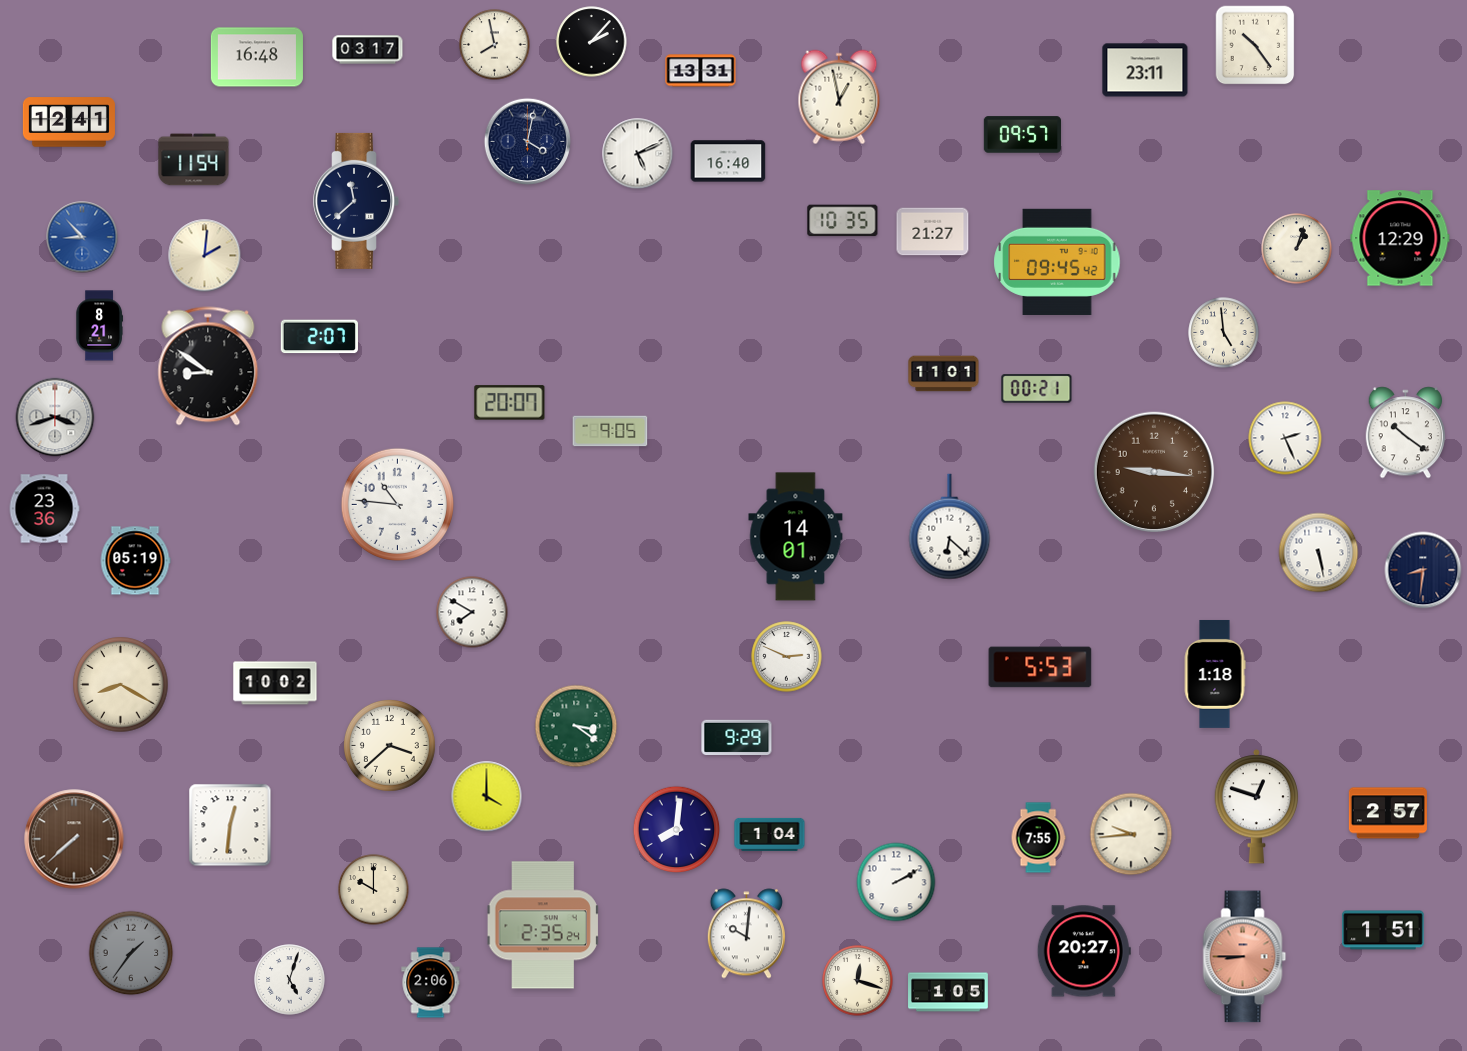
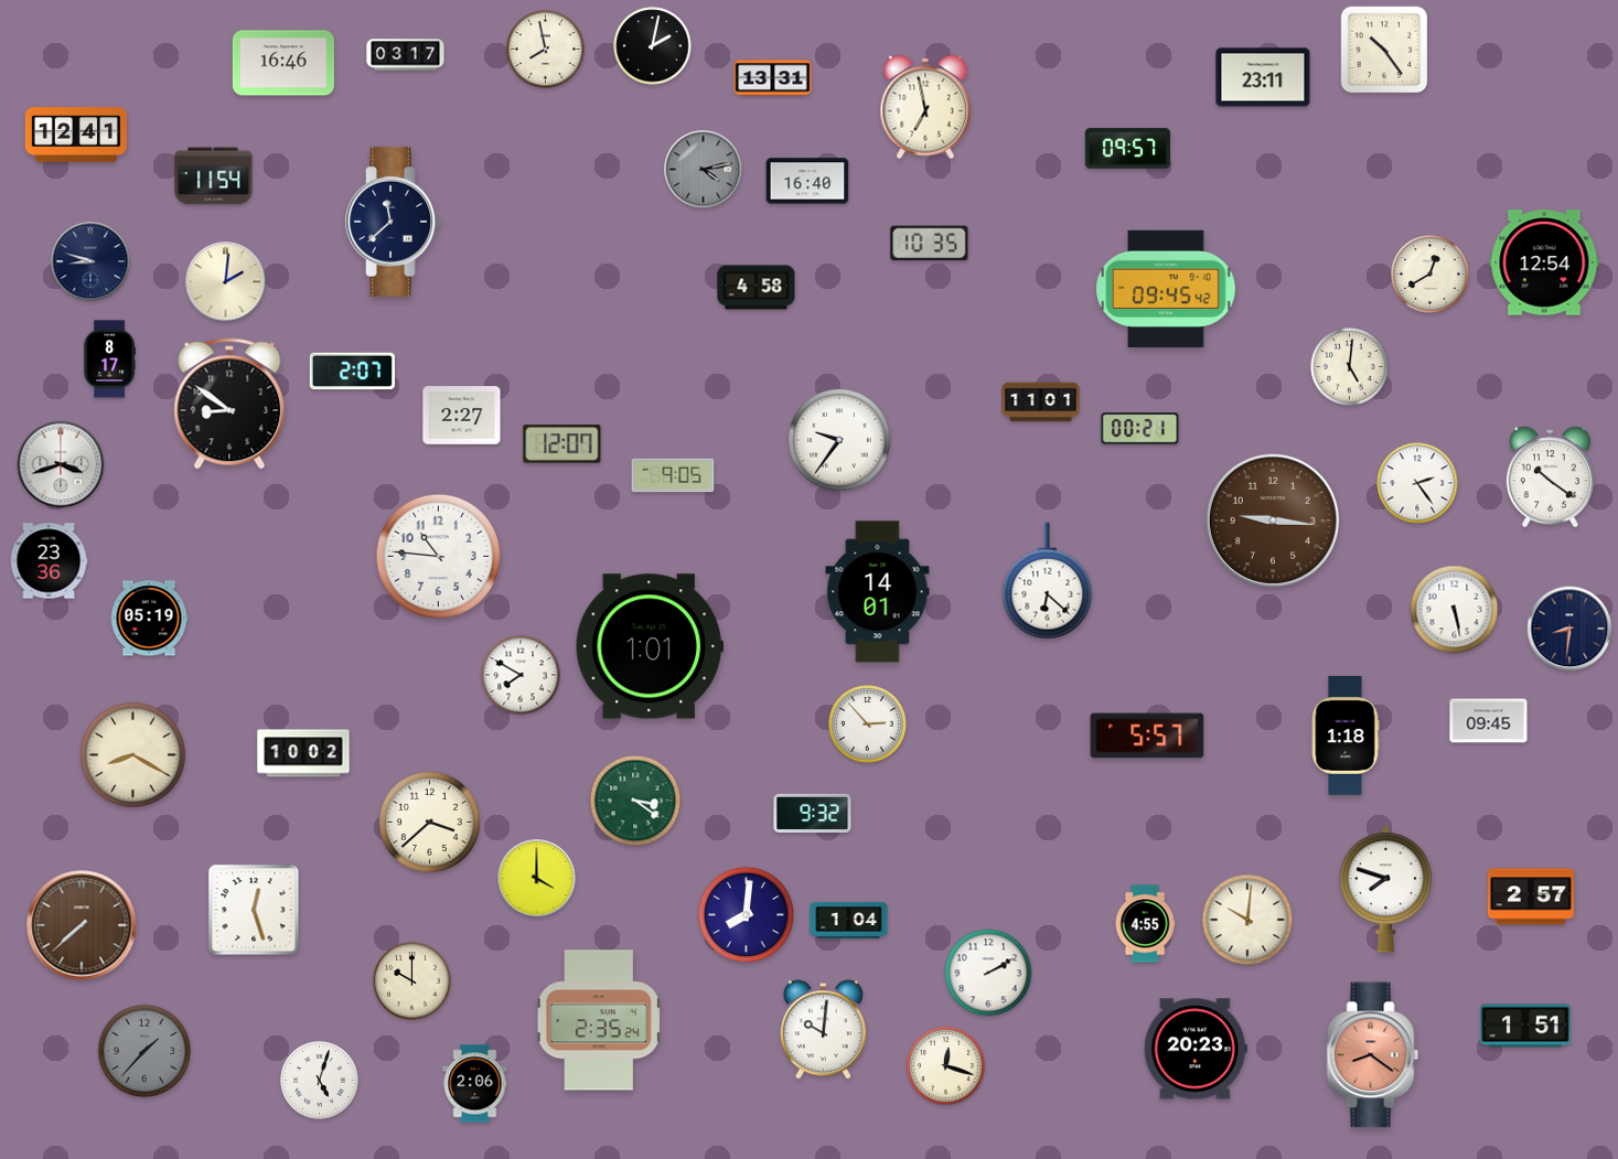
clock at (592, 42): 2:07 -> 2:02
clock at (257, 57): 16:48 -> 16:46
clock at (839, 97): 12:58 -> 6:58
clock at (528, 142): 4:02 -> none
clock at (638, 154): 5:11 -> 4:13
clock at (638, 154) dial: white -> grey
clock at (728, 161) position: (728, 161) -> (807, 181)
clock at (933, 232): 21:27 -> none
clock at (82, 237): 8:53 -> 8:48
clock at (82, 237) dial: blue -> navy
clock at (1400, 238): 12:29 -> 12:54
clock at (1297, 249): 1:03 -> 12:40
clock at (757, 288): none -> 4:58
clock at (99, 326): 8:21 -> 8:17
clock at (1224, 333): 4:59 -> 5:01
clock at (944, 374) position: (944, 374) -> (1041, 403)
clock at (462, 416): none -> 2:27
clock at (1037, 389) position: (1037, 389) -> (1140, 429)
clock at (840, 441): none -> 9:36
clock at (510, 403): 20:07 -> 12:07
clock at (55, 417) position: (55, 417) -> (61, 464)
clock at (1285, 438): 2:26 -> 2:24
clock at (650, 646): none -> 1:01
clock at (1489, 721): none -> 09:45
clock at (787, 657): 2:49 -> 2:53
clock at (1040, 667): 5:53 -> 5:57
clock at (1215, 674) position: (1215, 674) -> (1346, 736)
clock at (737, 737): 9:29 -> 9:32
clock at (1257, 807): 12:48 -> 7:48
clock at (230, 825): 12:31 -> 12:27
clock at (1131, 834): 9:44 -> 10:01
clock at (1038, 838): 7:55 -> 4:55
clock at (1084, 951): 20:27 -> 20:23
clock at (131, 953): 1:36 -> 1:37
clock at (1245, 957): 8:45 -> 8:21
clock at (858, 981) position: (858, 981) -> (946, 1066)
clock at (948, 992): 1:05 -> none
